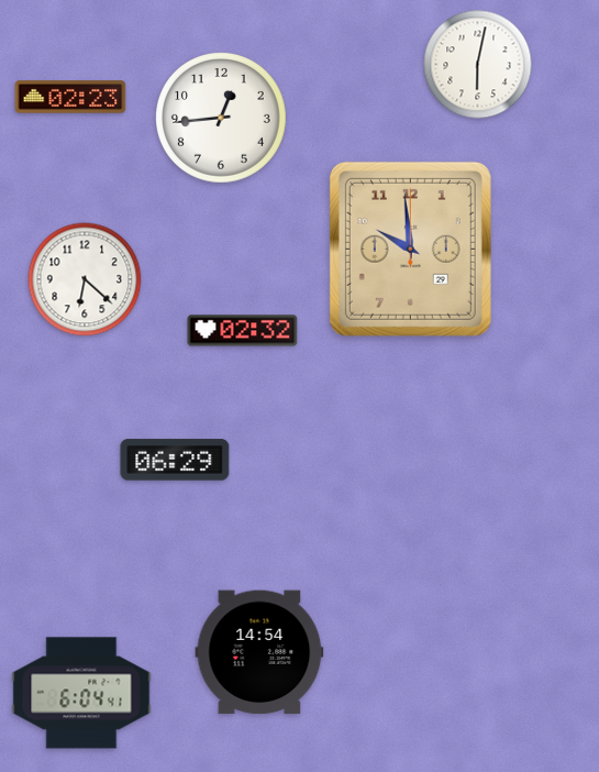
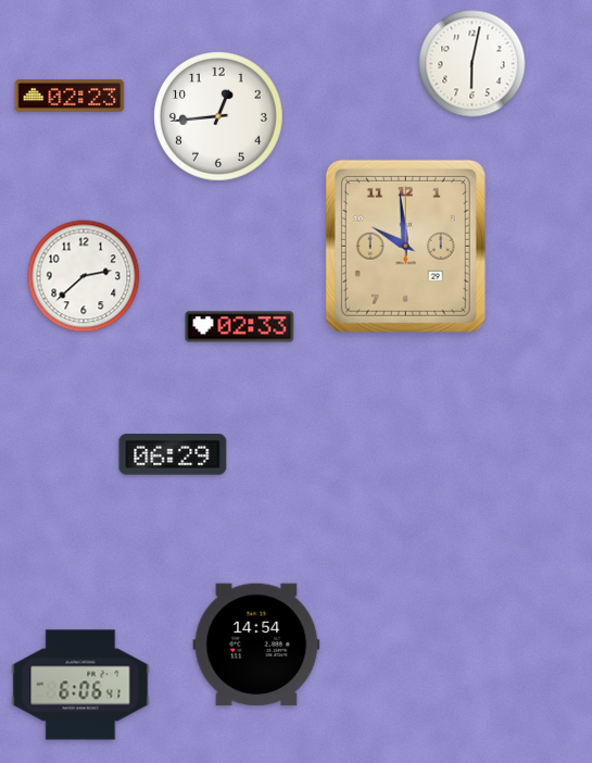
clock at (85, 279): 6:22 -> 2:38
clock at (243, 331): 02:32 -> 02:33
clock at (81, 693): 6:04 -> 6:06
